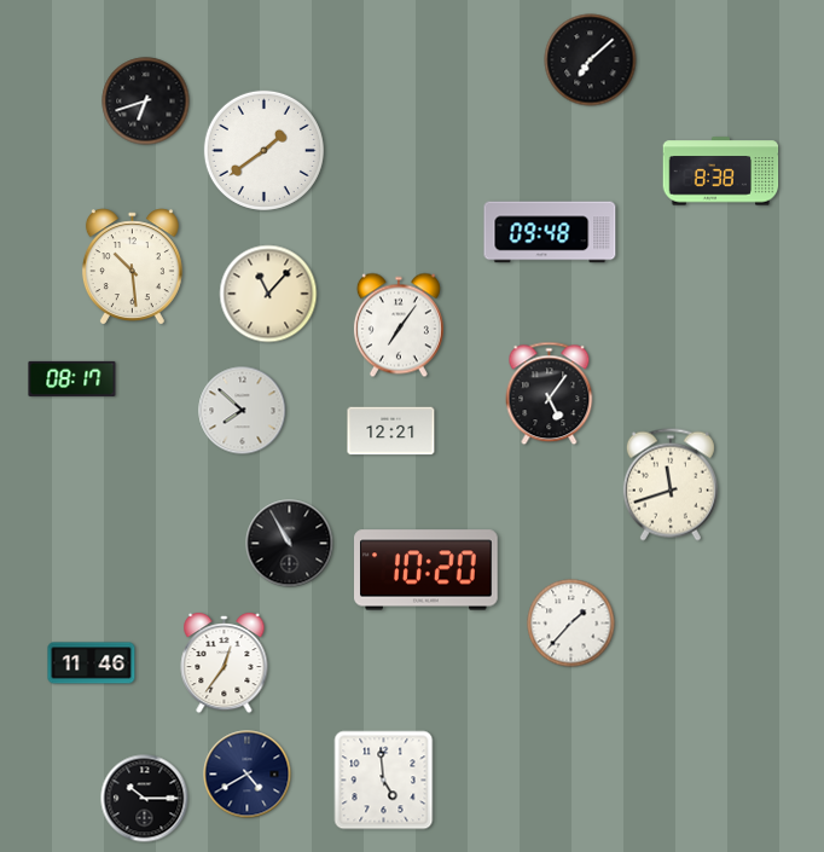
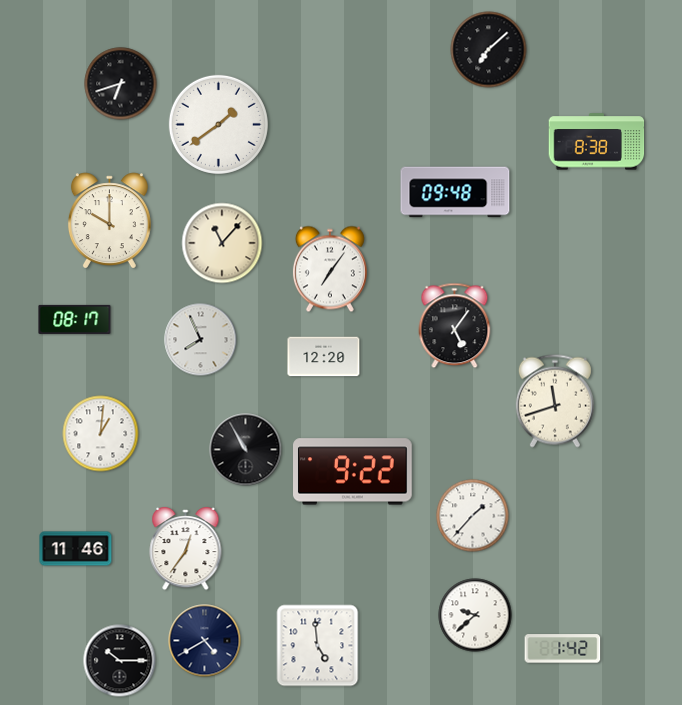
clock at (132, 267): 10:29 -> 10:00
clock at (72, 378) position: (72, 378) -> (75, 319)
clock at (243, 411): 7:52 -> 7:56
clock at (391, 431): 12:21 -> 12:20
clock at (101, 434): none -> 1:01
clock at (290, 544) position: (290, 544) -> (246, 450)
clock at (426, 570): 10:20 -> 9:22
clock at (475, 615): none -> 9:38
clock at (563, 649): none -> 1:42
